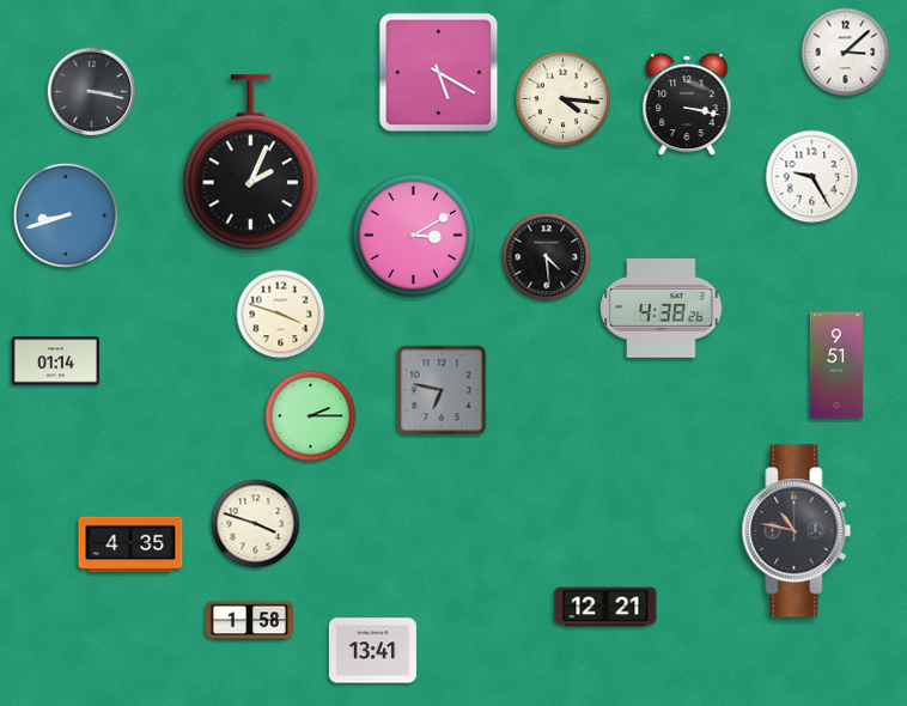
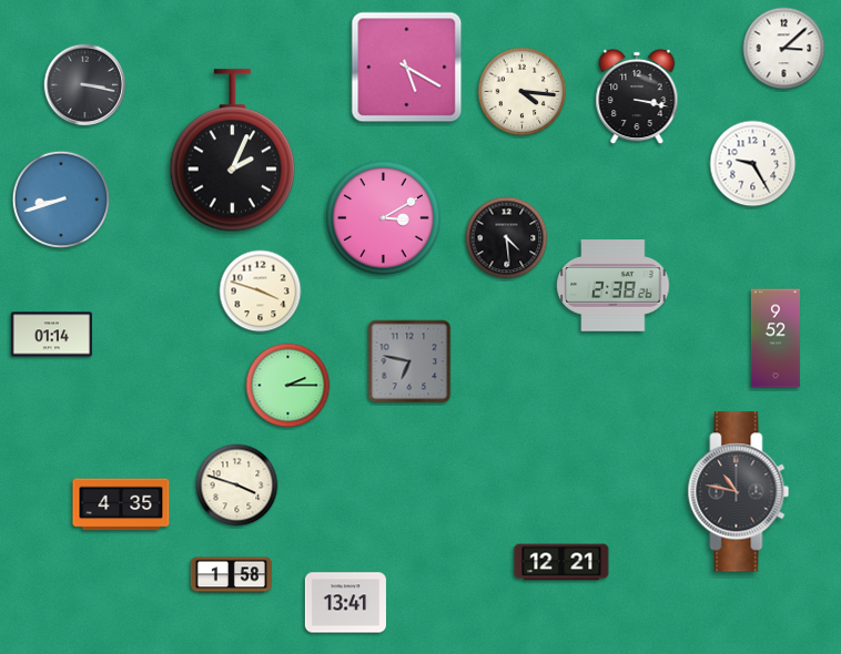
clock at (662, 309): 4:38 -> 2:38
clock at (836, 365): 9:51 -> 9:52
